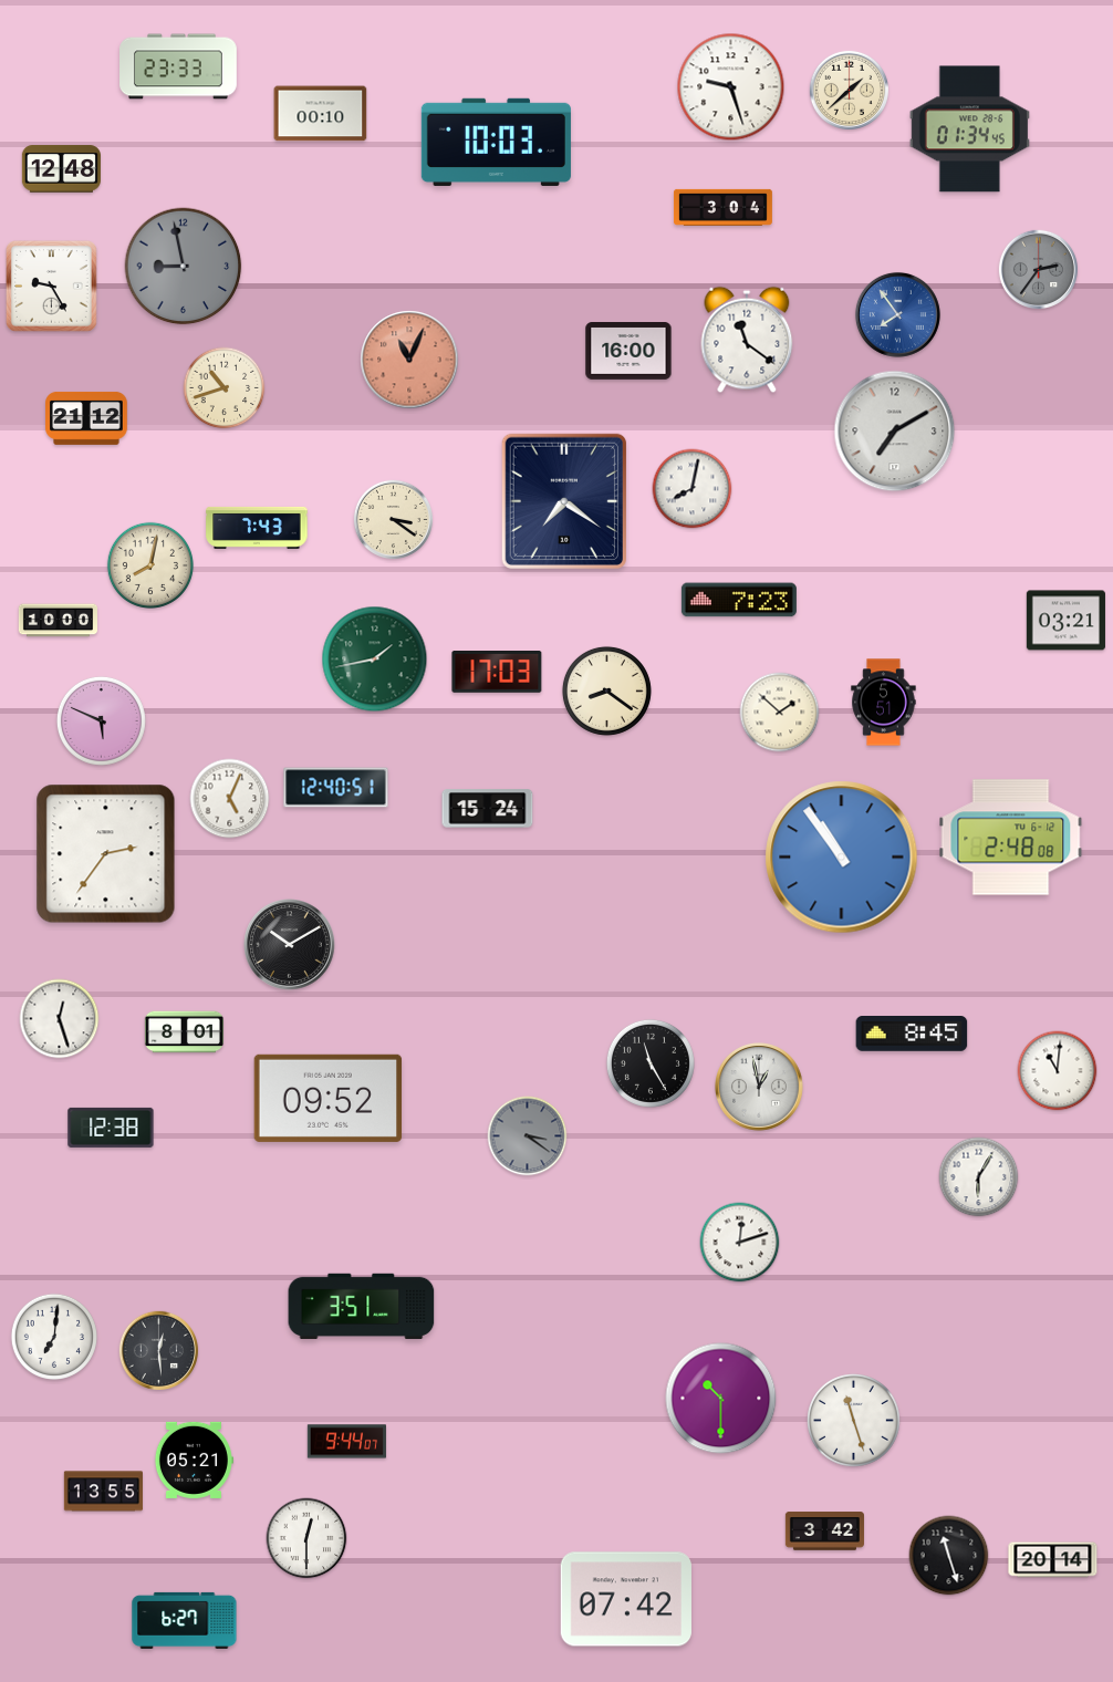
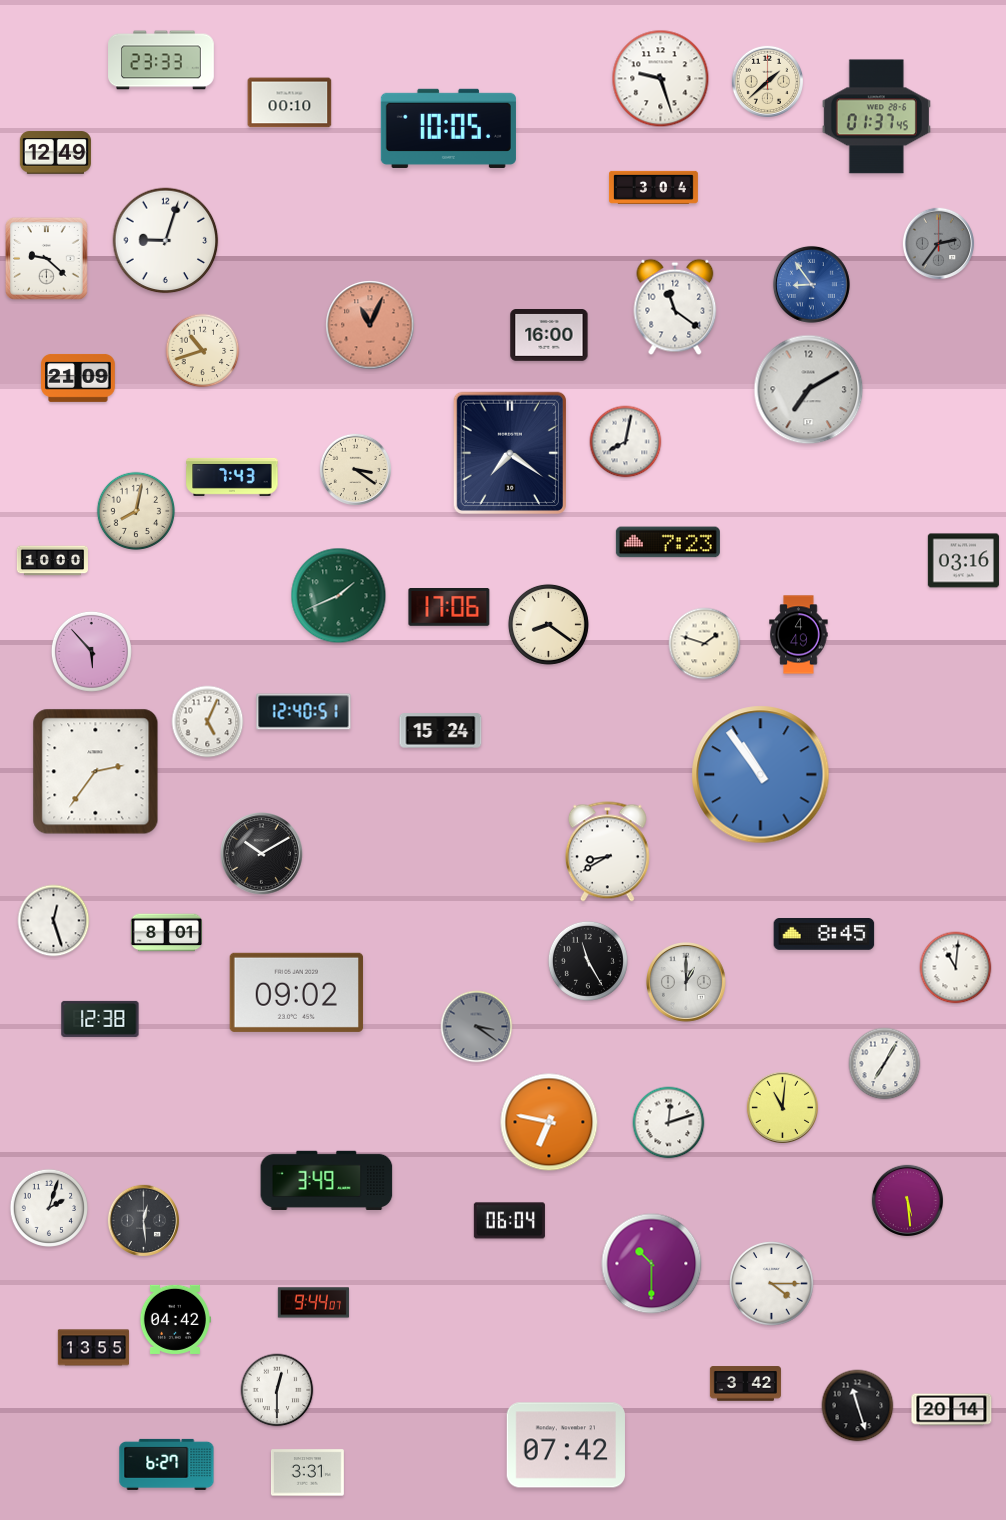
clock at (969, 129): 01:34 -> 01:37
clock at (496, 142): 10:03 -> 10:05
clock at (61, 169): 12:48 -> 12:49
clock at (184, 267): 8:58 -> 9:03
clock at (184, 267) dial: grey -> white
clock at (51, 285): 9:25 -> 9:22
clock at (897, 314): 7:54 -> 8:54
clock at (628, 352) position: (628, 352) -> (549, 336)
clock at (86, 418): 21:12 -> 21:09
clock at (1065, 621): 03:21 -> 03:16
clock at (375, 660): 1:43 -> 1:41
clock at (497, 673): 17:03 -> 17:06
clock at (884, 703): 5:51 -> 4:49
clock at (780, 713): 1:52 -> 1:48
clock at (101, 720): 5:49 -> 5:53
clock at (1011, 838): 2:48 -> none
clock at (607, 852): none -> 8:40
clock at (760, 1088): 12:58 -> 1:00
clock at (329, 1098): 09:52 -> 09:02
clock at (979, 1177): 6:05 -> 7:05
clock at (782, 1107): none -> 11:01
clock at (549, 1122): none -> 6:47
clock at (362, 1306): 3:51 -> 3:49
clock at (907, 1200): none -> 5:29
clock at (53, 1336): 7:01 -> 2:03
clock at (509, 1221): none -> 06:04
clock at (854, 1421): 11:27 -> 4:15
clock at (194, 1460): 05:21 -> 04:42
clock at (307, 1473): none -> 3:31
